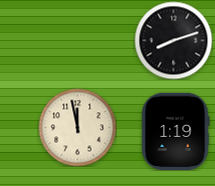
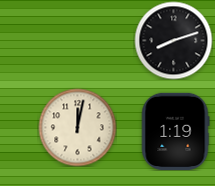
clock at (77, 127): 11:58 -> 12:02
